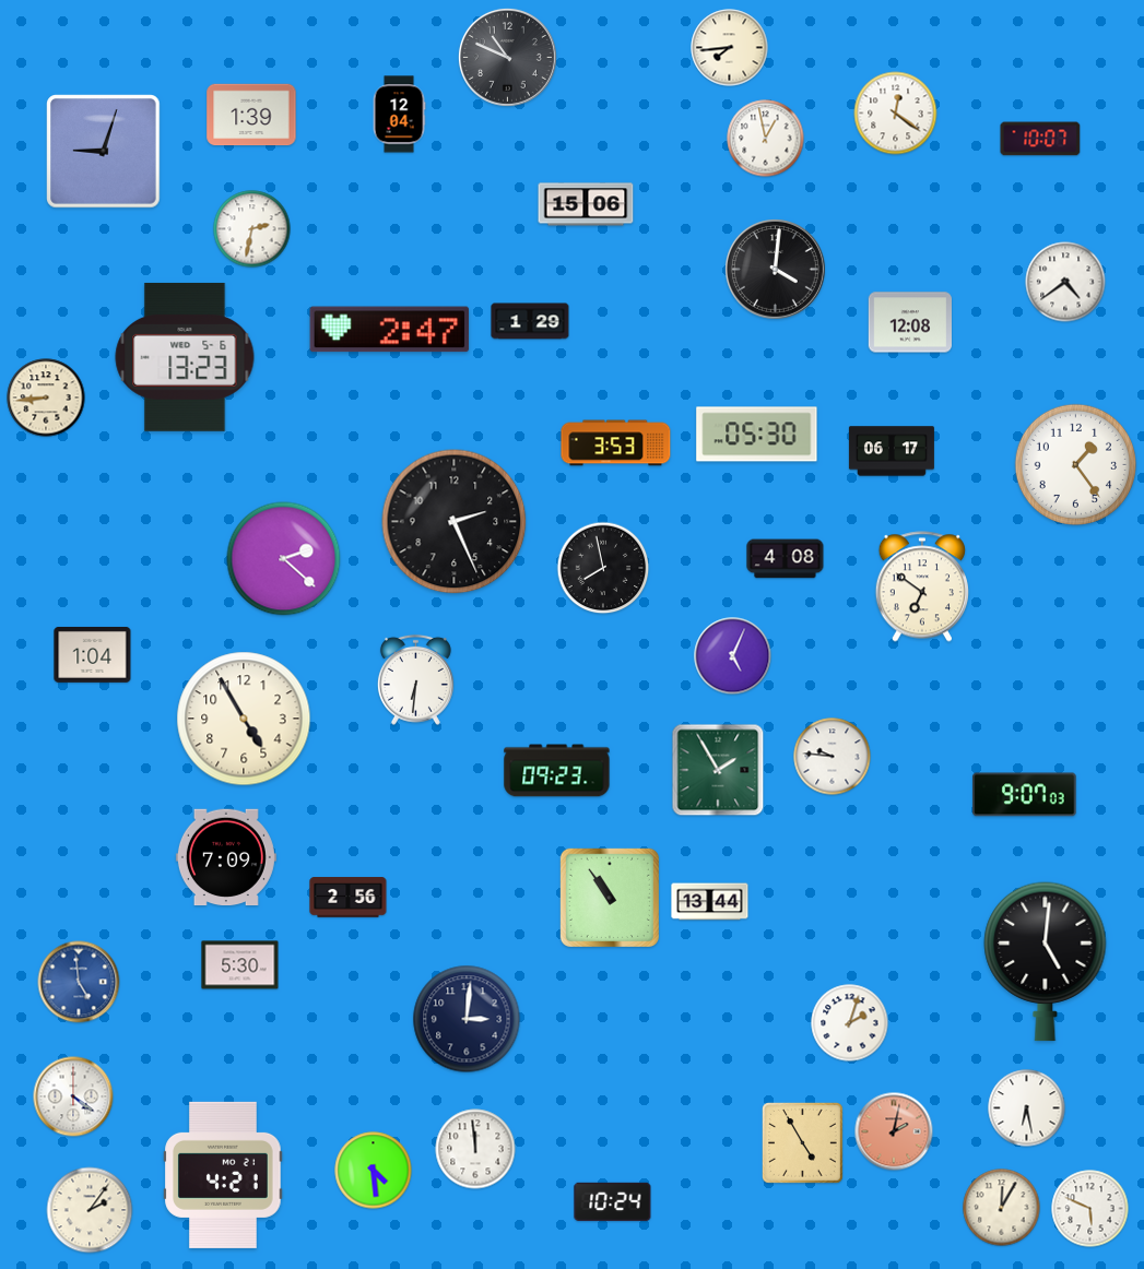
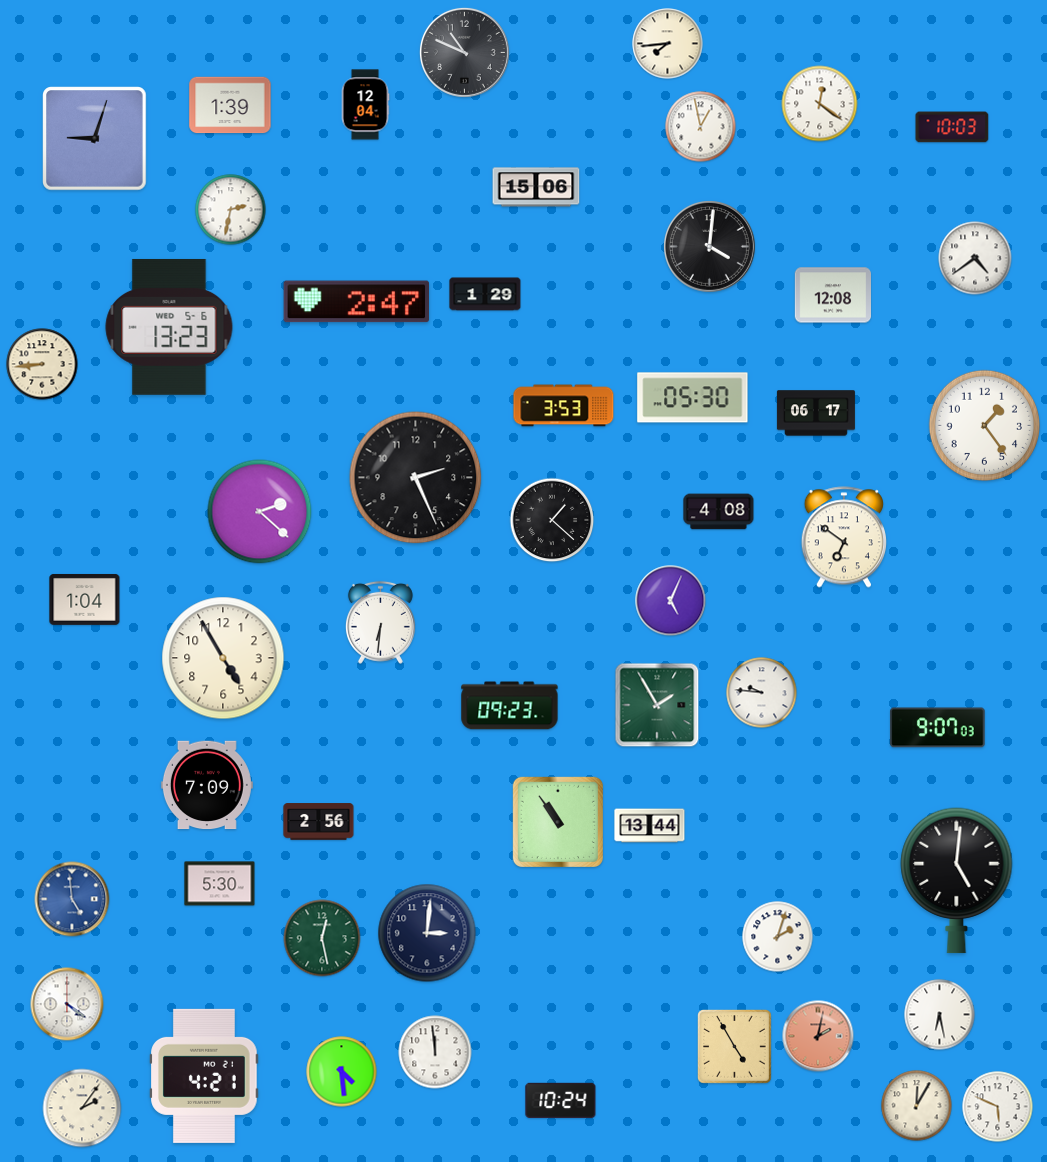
clock at (1040, 139): 10:07 -> 10:03
clock at (603, 568): 7:58 -> 1:22
clock at (322, 938): none -> 12:28
